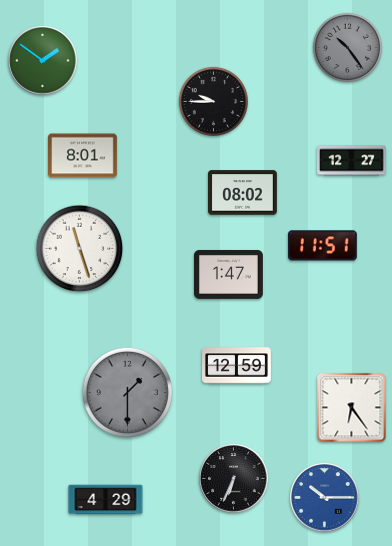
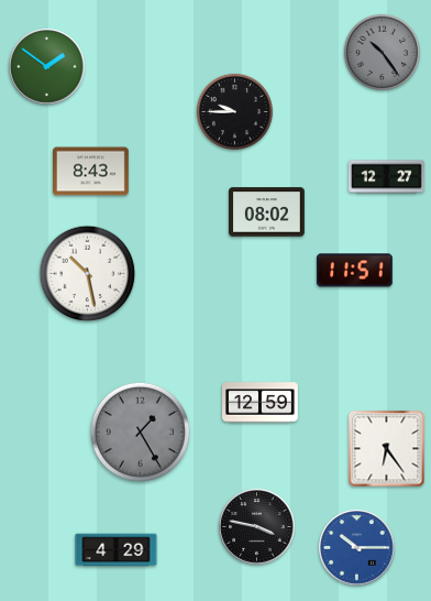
clock at (83, 156): 8:01 -> 8:43
clock at (80, 249): 11:27 -> 10:28
clock at (229, 274): 1:47 -> none
clock at (127, 392): 1:30 -> 1:25
clock at (234, 479): 6:34 -> 3:47
